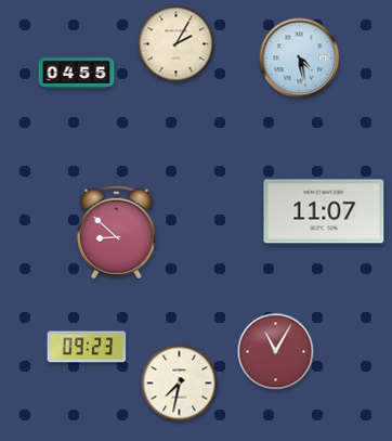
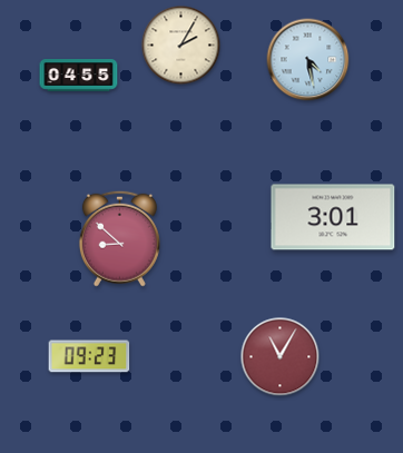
clock at (324, 211): 11:07 -> 3:01
clock at (276, 352) position: (276, 352) -> (281, 357)
clock at (180, 384): 7:32 -> none
